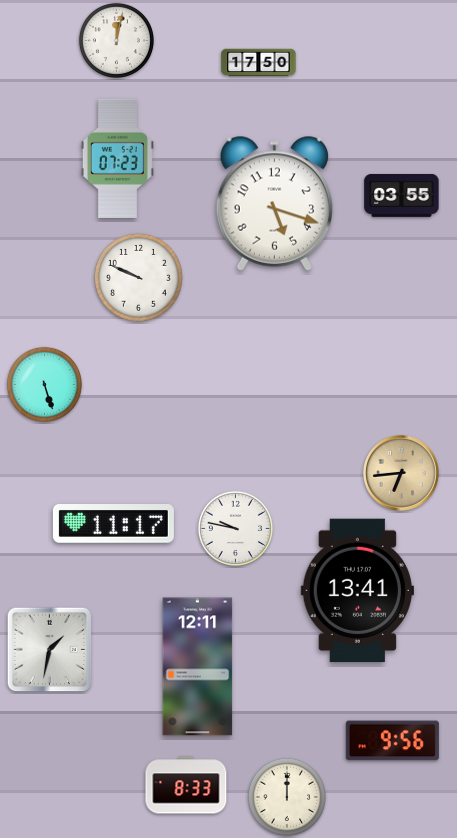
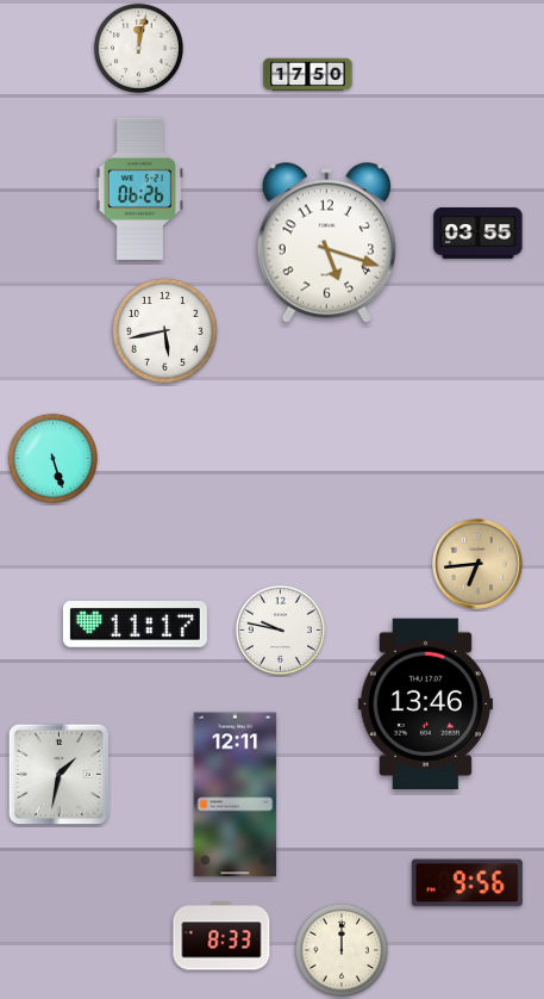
clock at (117, 158): 07:23 -> 06:26
clock at (138, 277): 9:49 -> 5:43
clock at (357, 591): 13:41 -> 13:46
